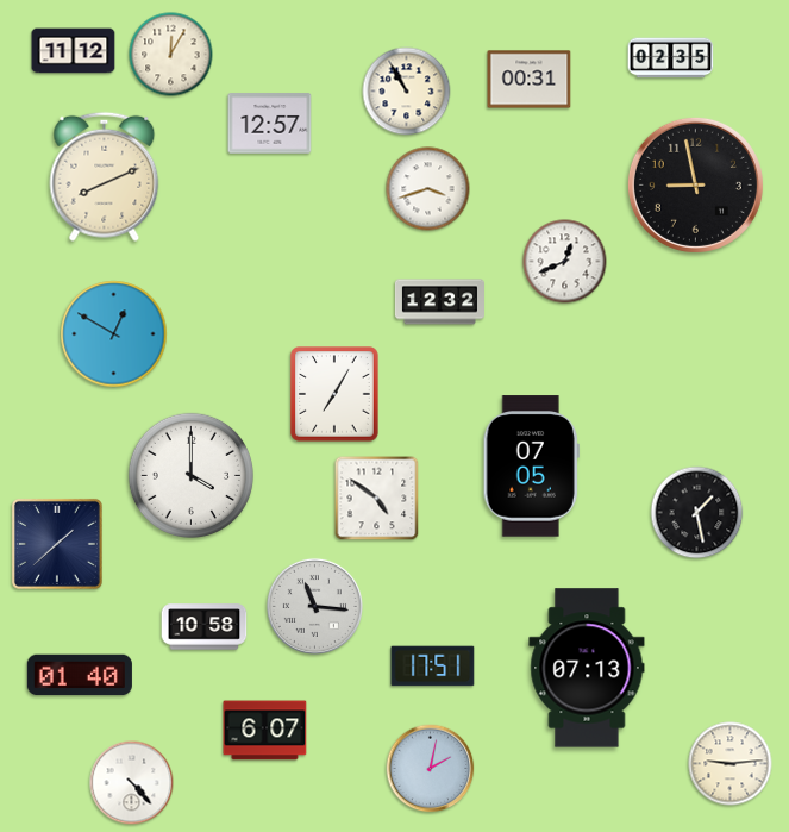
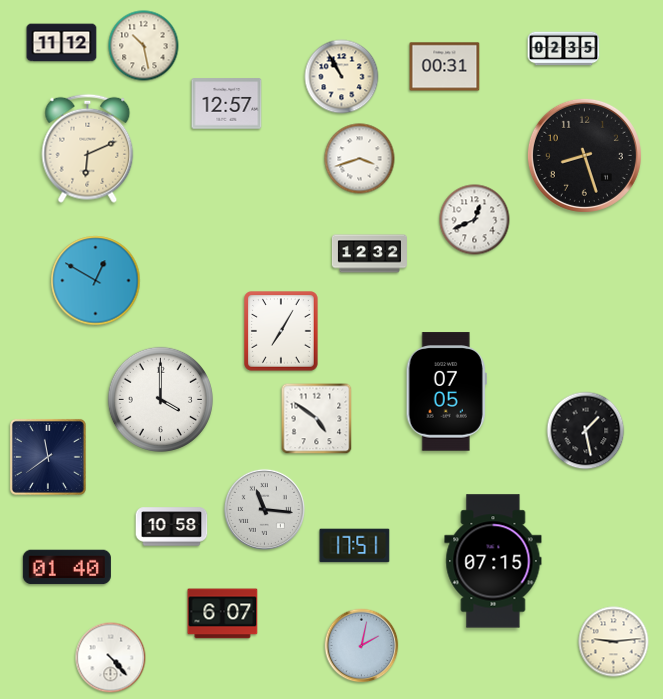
clock at (171, 55): 12:05 -> 10:28
clock at (105, 176): 8:11 -> 6:11
clock at (695, 184): 8:58 -> 8:27
clock at (57, 544): 1:38 -> 11:39
clock at (433, 667) position: (433, 667) -> (355, 546)
clock at (587, 668): 07:13 -> 07:15
